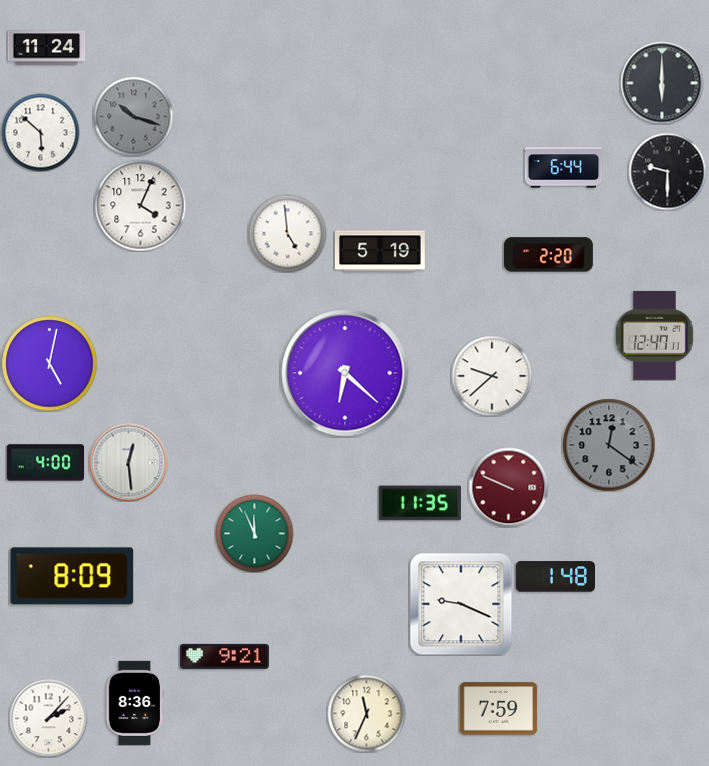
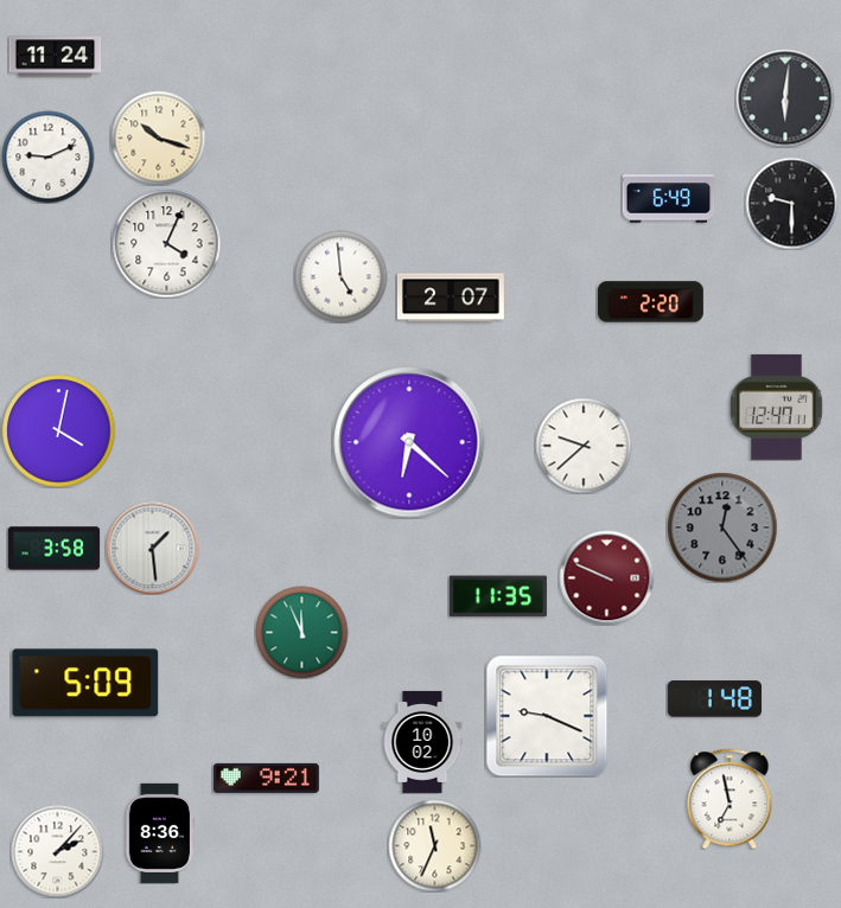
clock at (662, 83): 6:00 -> 6:01
clock at (133, 116) dial: grey -> cream
clock at (40, 132): 5:52 -> 9:11
clock at (563, 168): 6:44 -> 6:49
clock at (380, 251): 5:19 -> 2:07
clock at (654, 335) position: (654, 335) -> (776, 407)
clock at (49, 363): 5:02 -> 4:02
clock at (609, 445): 12:21 -> 12:24
clock at (128, 462): 12:29 -> 1:29
clock at (45, 463): 4:00 -> 3:58
clock at (508, 487) position: (508, 487) -> (606, 577)
clock at (72, 576): 8:09 -> 5:09
clock at (555, 577) position: (555, 577) -> (714, 699)
clock at (422, 742): none -> 10:02
clock at (729, 799): none -> 6:58
clock at (498, 709): 7:59 -> none
